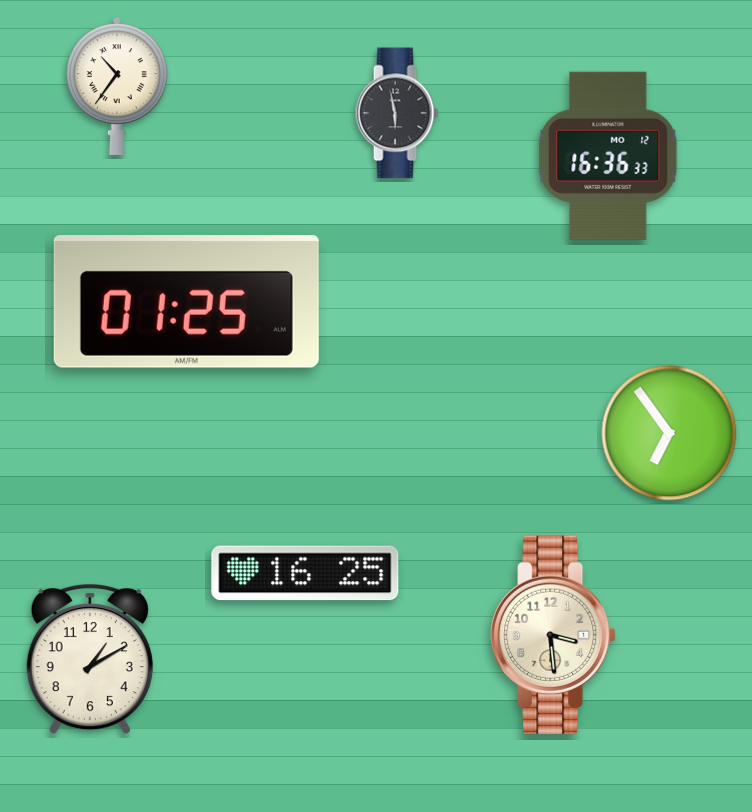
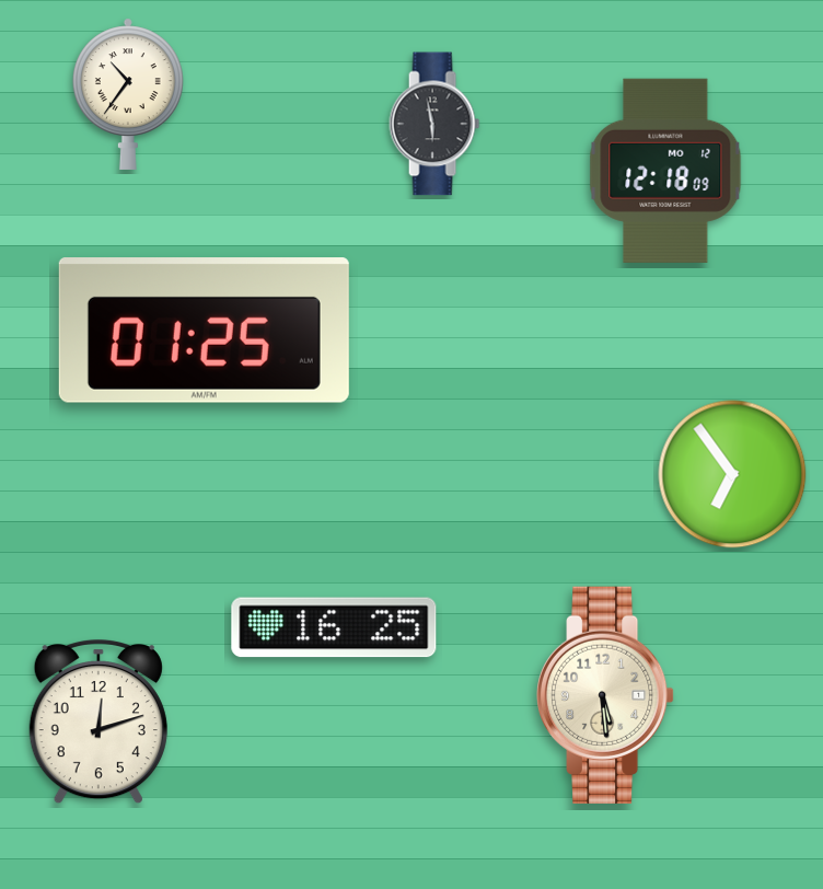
clock at (608, 156): 16:36 -> 12:18
clock at (554, 635): 3:29 -> 5:29
clock at (90, 659): 1:10 -> 12:12
